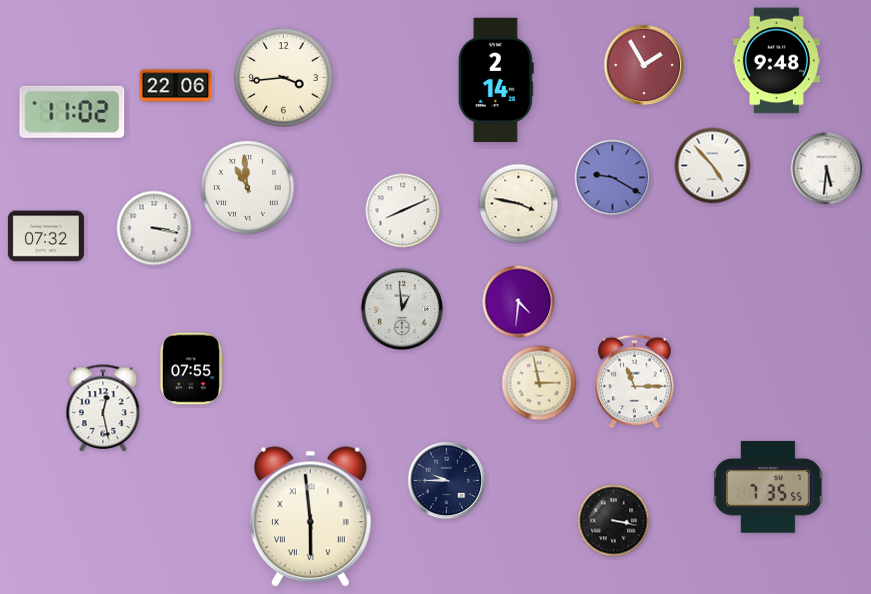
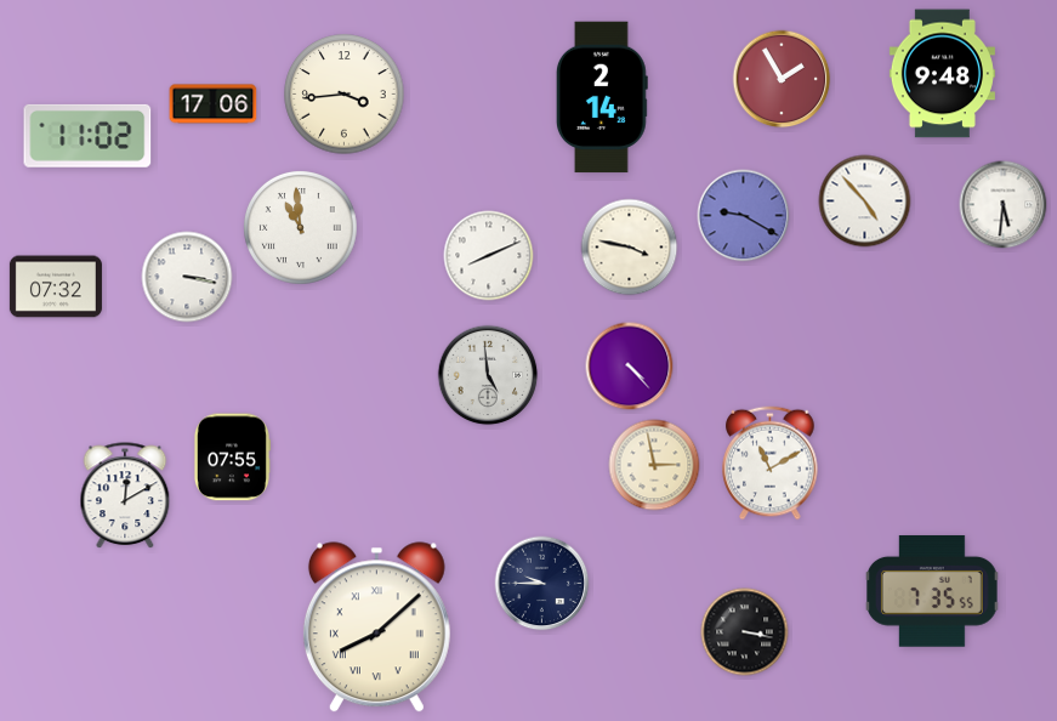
clock at (176, 86): 22:06 -> 17:06
clock at (519, 302): 4:31 -> 4:23
clock at (402, 309): 12:59 -> 4:59
clock at (191, 369) position: (191, 369) -> (232, 458)
clock at (635, 382): 11:15 -> 11:10
clock at (103, 409): 12:28 -> 12:10
clock at (310, 517): 5:59 -> 8:08
